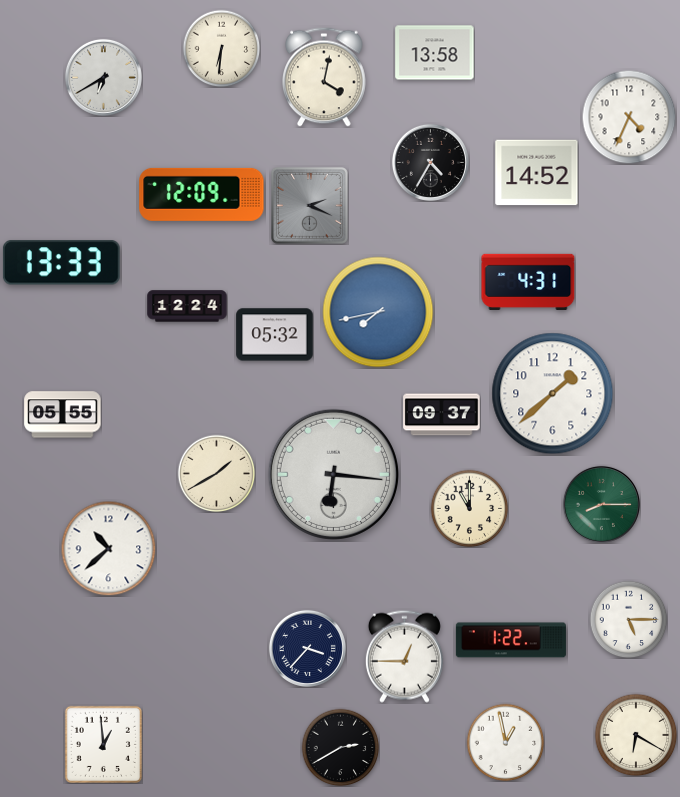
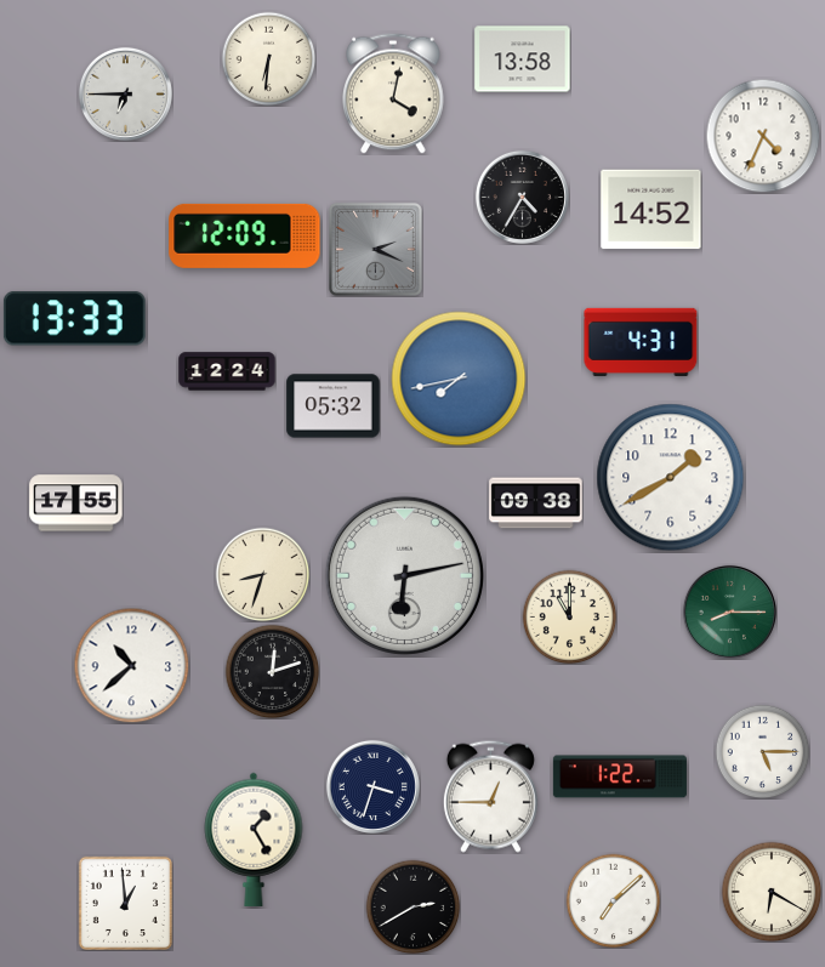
clock at (435, 53) position: (435, 53) -> (523, 59)
clock at (103, 77): 6:40 -> 6:45
clock at (629, 117) position: (629, 117) -> (763, 136)
clock at (553, 394): 1:38 -> 1:40
clock at (63, 415): 05:55 -> 17:55
clock at (442, 415): 09:37 -> 09:38
clock at (216, 473): 1:40 -> 8:33
clock at (333, 474): 6:16 -> 6:13
clock at (272, 671): none -> 12:12
clock at (307, 648): 3:37 -> 3:33
clock at (254, 840): none -> 1:25
clock at (505, 742): 12:58 -> 7:08
